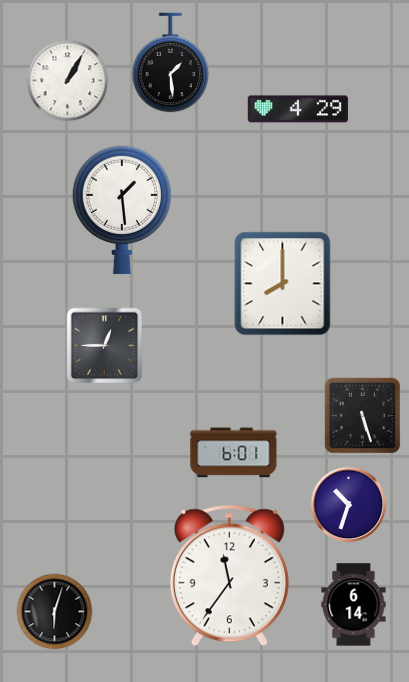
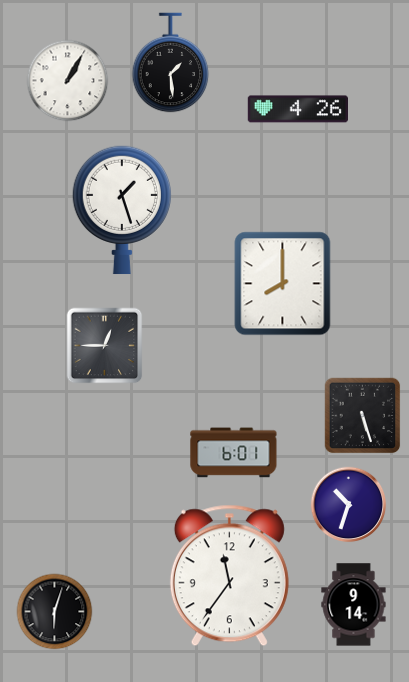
clock at (297, 109): 4:29 -> 4:26
clock at (122, 210): 1:29 -> 1:27
clock at (354, 605): 6:14 -> 9:14
